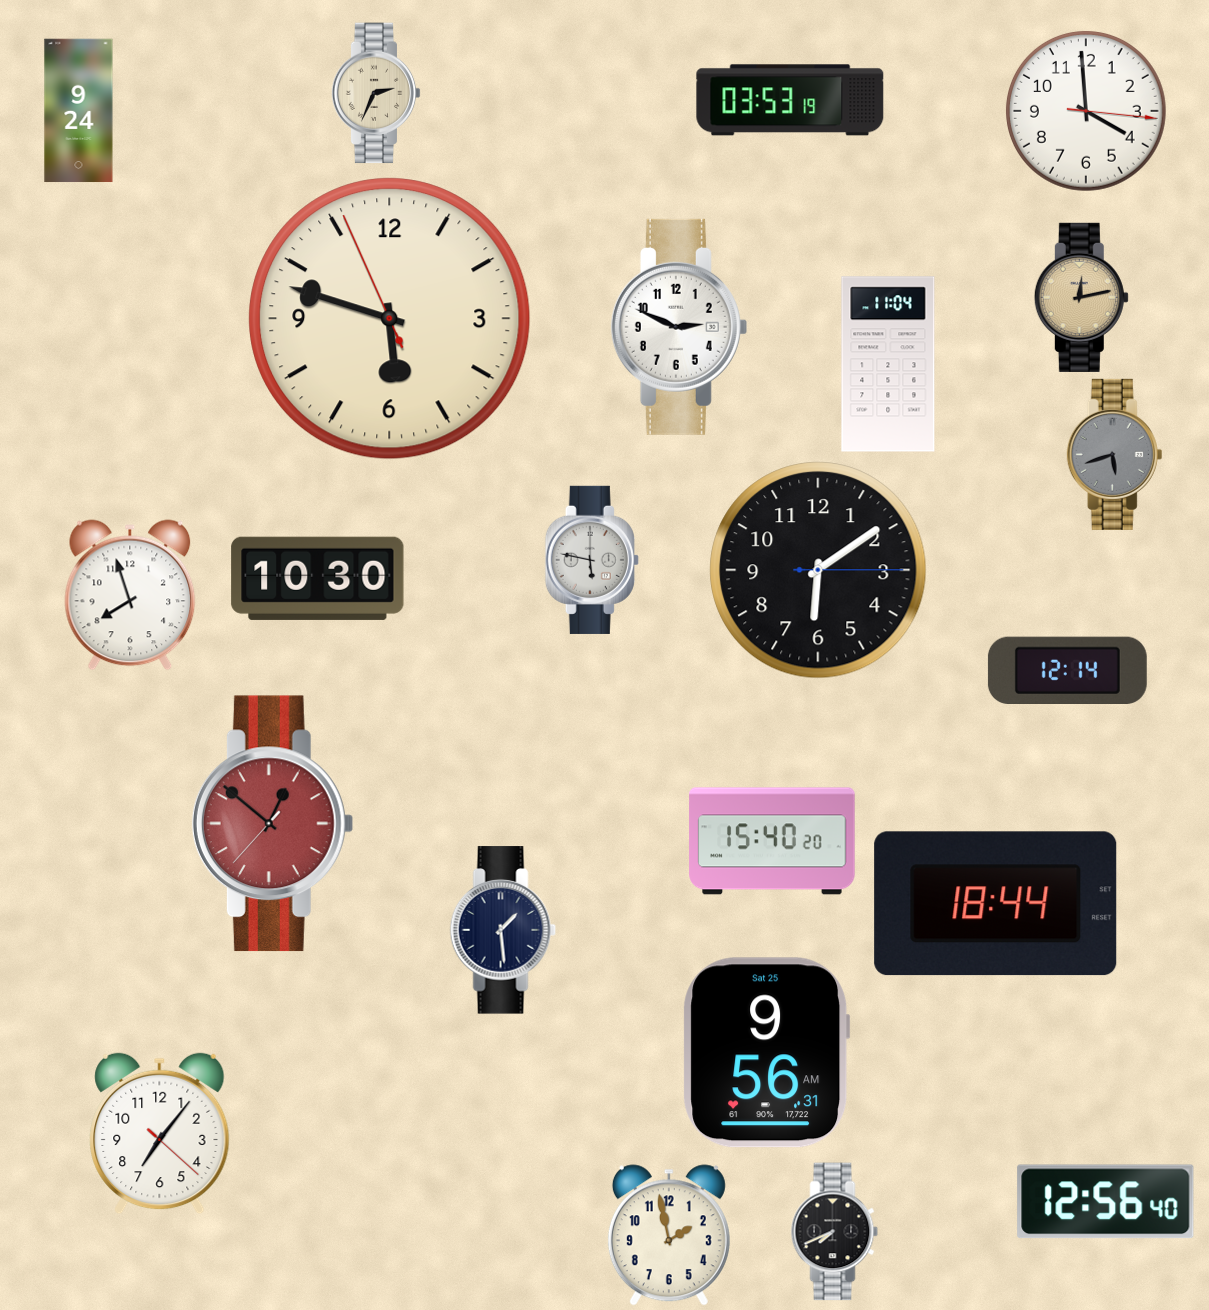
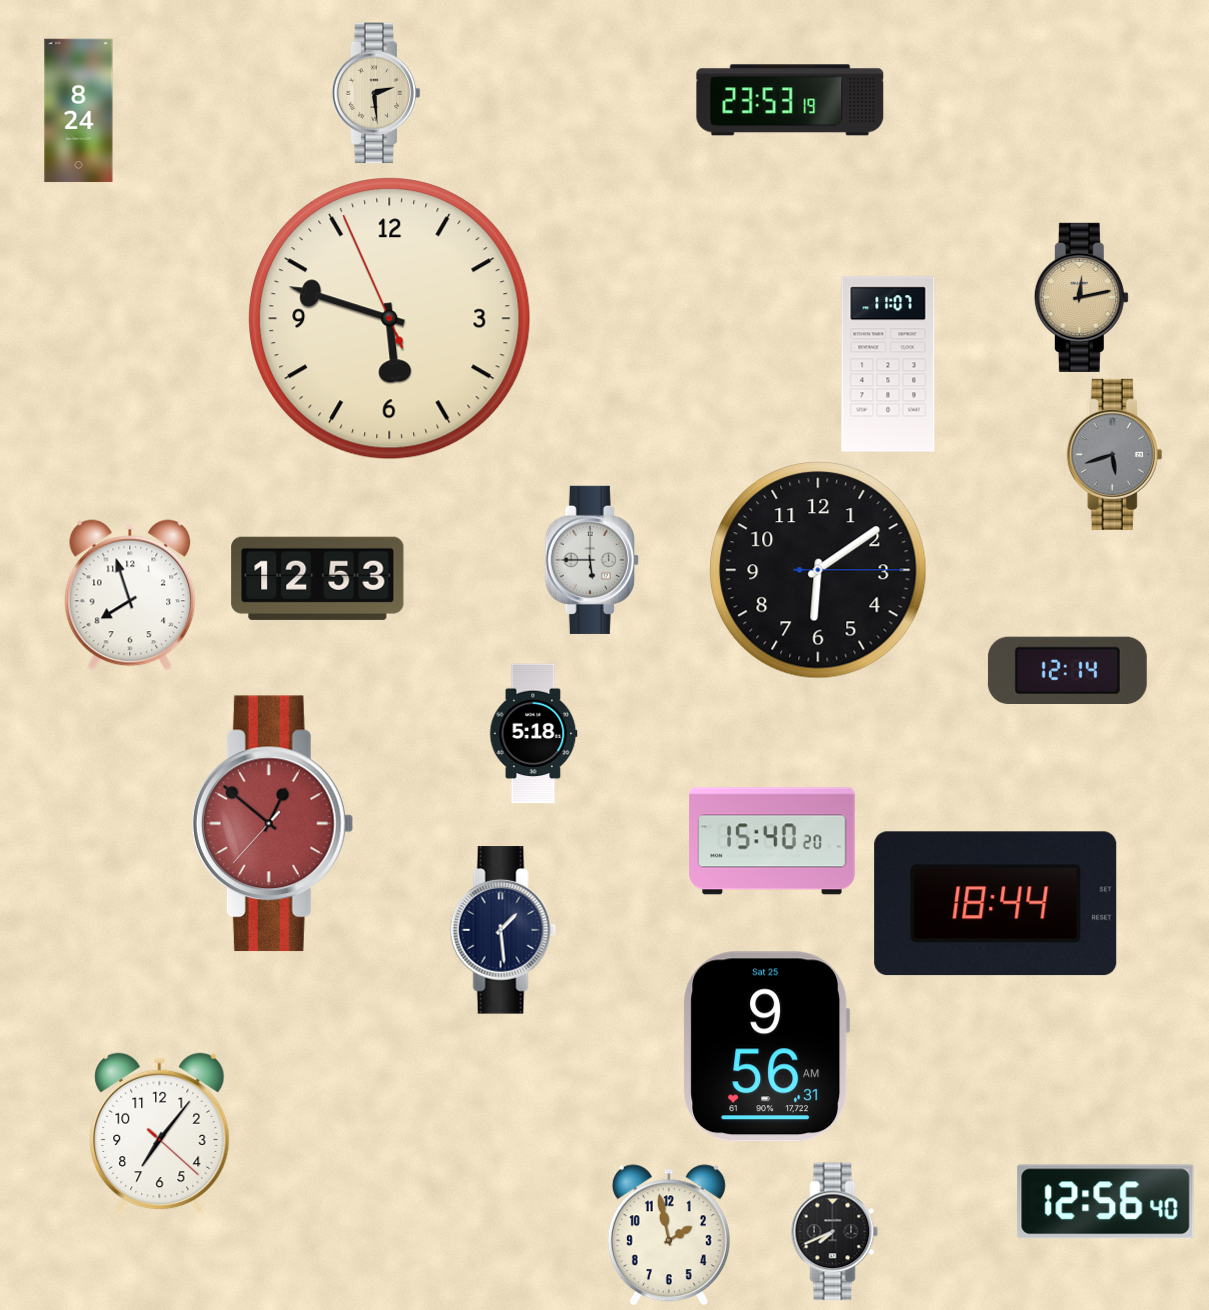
clock at (376, 93): 2:34 -> 2:29
clock at (790, 100): 03:53 -> 23:53
clock at (79, 111): 9:24 -> 8:24
clock at (1086, 111): 3:59 -> none
clock at (679, 327): 2:49 -> none
clock at (888, 364): 11:04 -> 11:07
clock at (592, 560): 5:47 -> 5:45
clock at (318, 578): 10:30 -> 12:53
clock at (533, 734): none -> 5:18
clock at (767, 1053) position: (767, 1053) -> (767, 1047)
